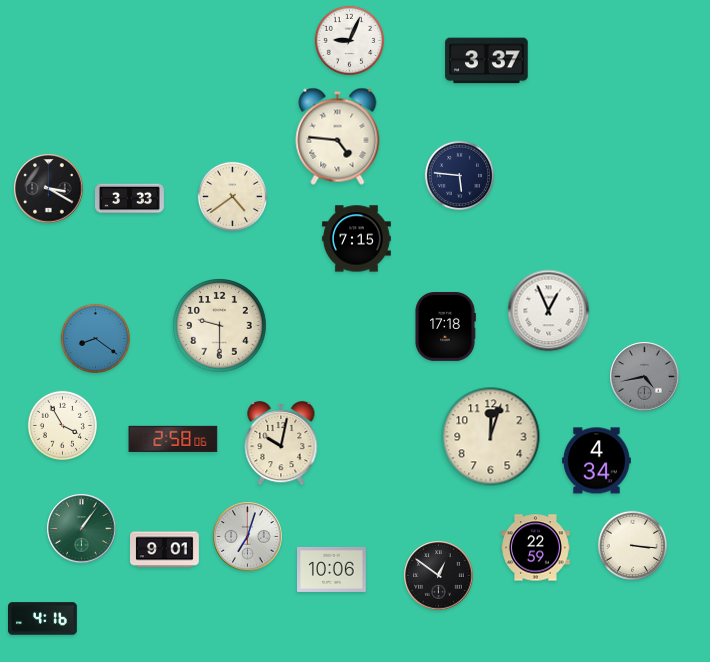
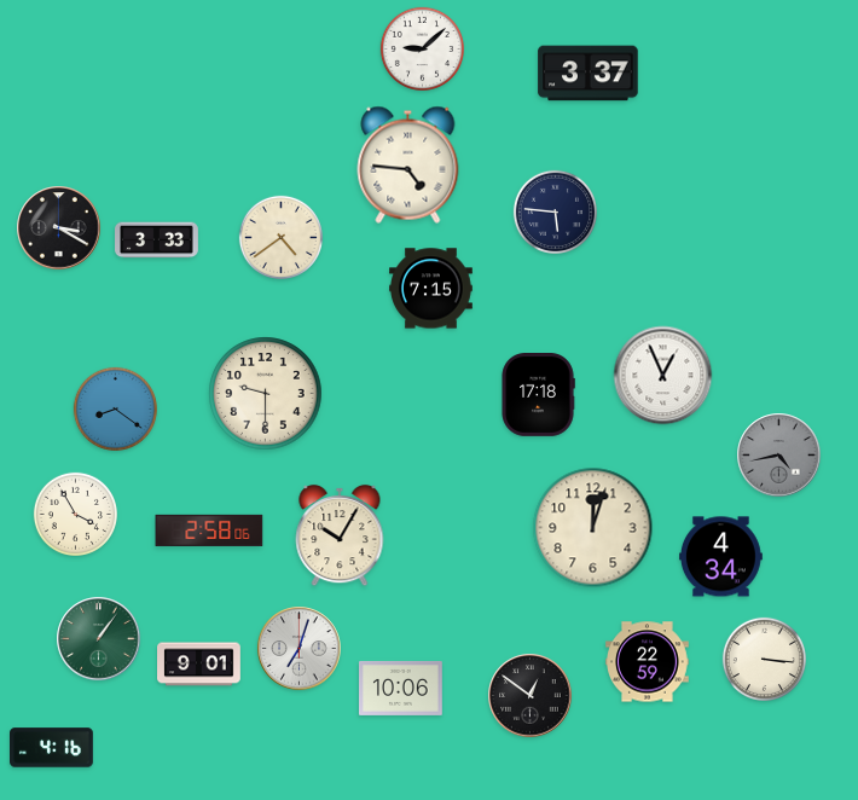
clock at (349, 40): 9:04 -> 9:08
clock at (281, 443): 10:02 -> 10:05
